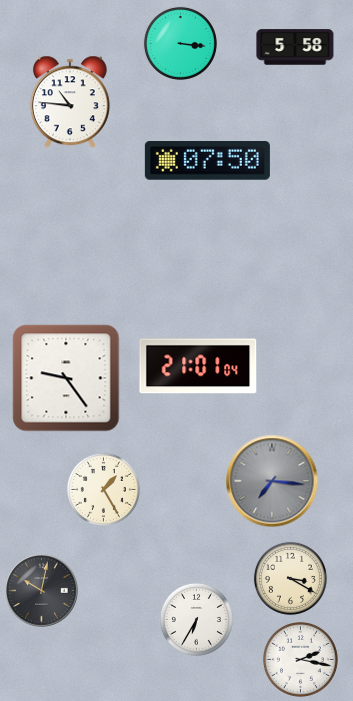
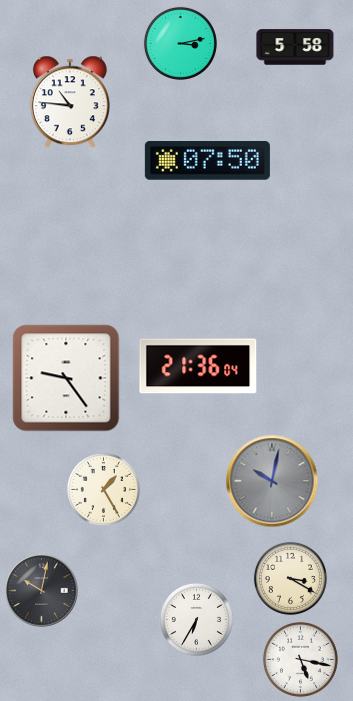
clock at (180, 43): 3:16 -> 3:13
clock at (198, 366): 21:01 -> 21:36
clock at (272, 481): 7:16 -> 10:02
clock at (300, 659): 2:17 -> 5:17
